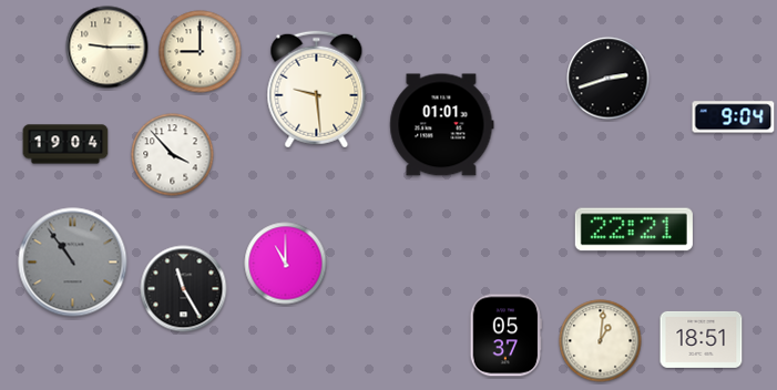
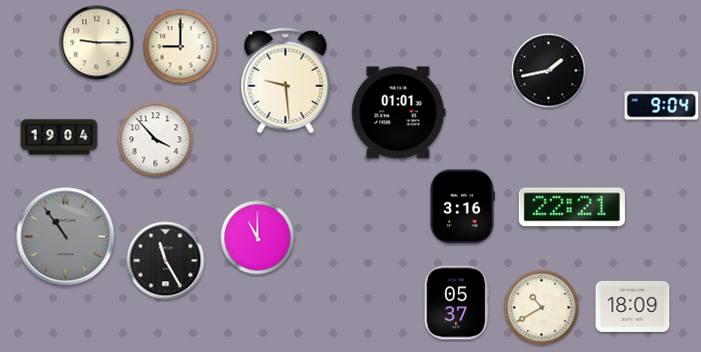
clock at (609, 79): 2:42 -> 1:43
clock at (65, 144) position: (65, 144) -> (59, 137)
clock at (462, 207): none -> 3:16
clock at (702, 339): 18:51 -> 18:09
clock at (601, 341): 1:01 -> 10:40
